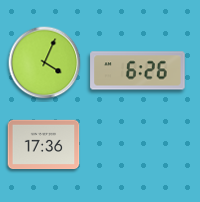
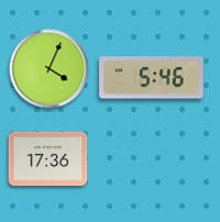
clock at (138, 71): 6:26 -> 5:46
